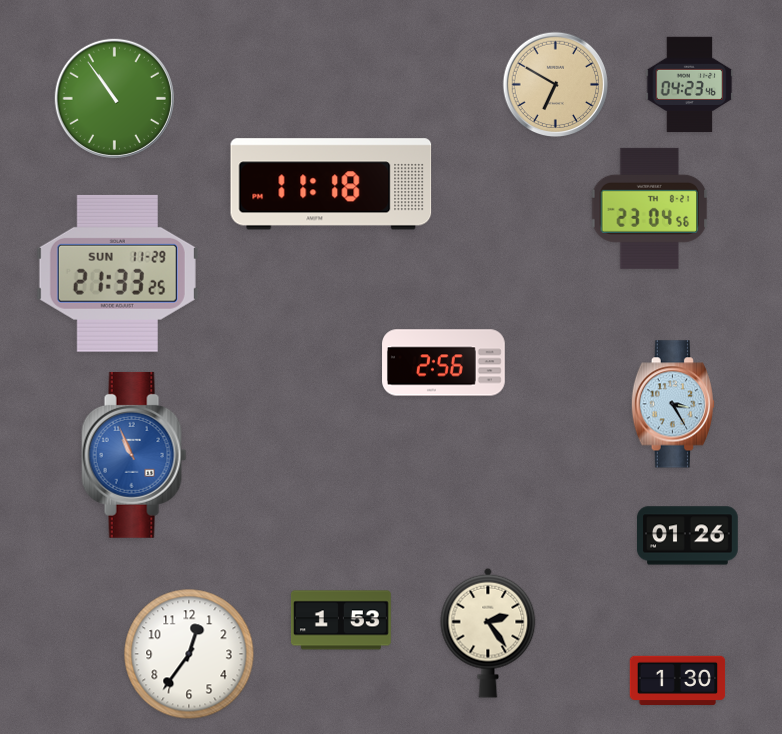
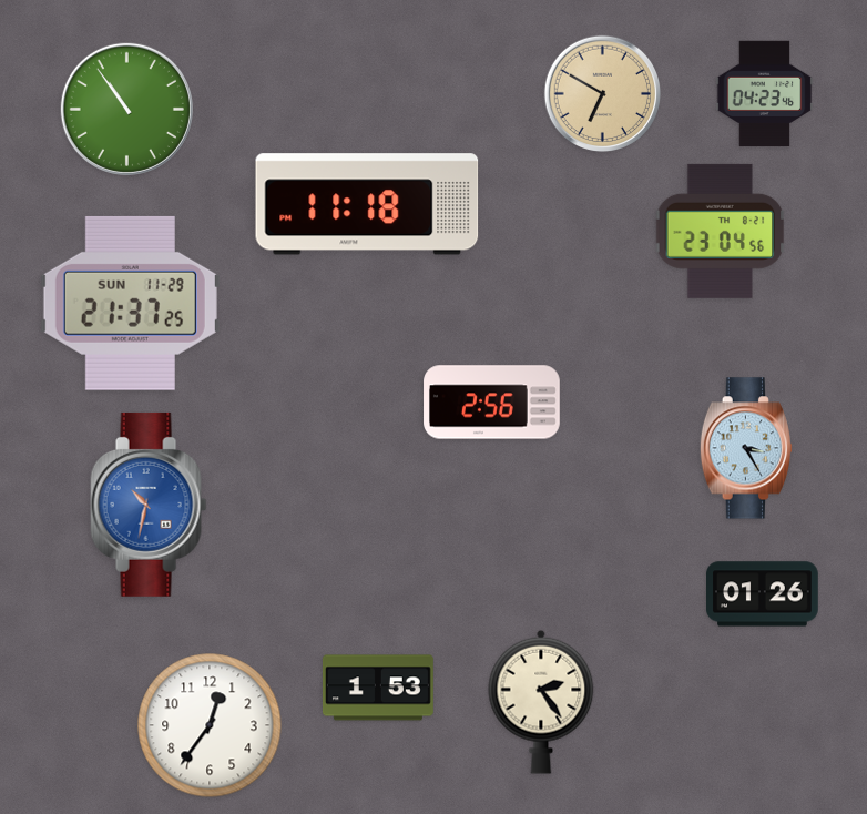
clock at (556, 85) position: (556, 85) -> (603, 94)
clock at (117, 273): 21:33 -> 21:37
clock at (134, 455): 10:56 -> 10:32
clock at (678, 680): 1:30 -> none
